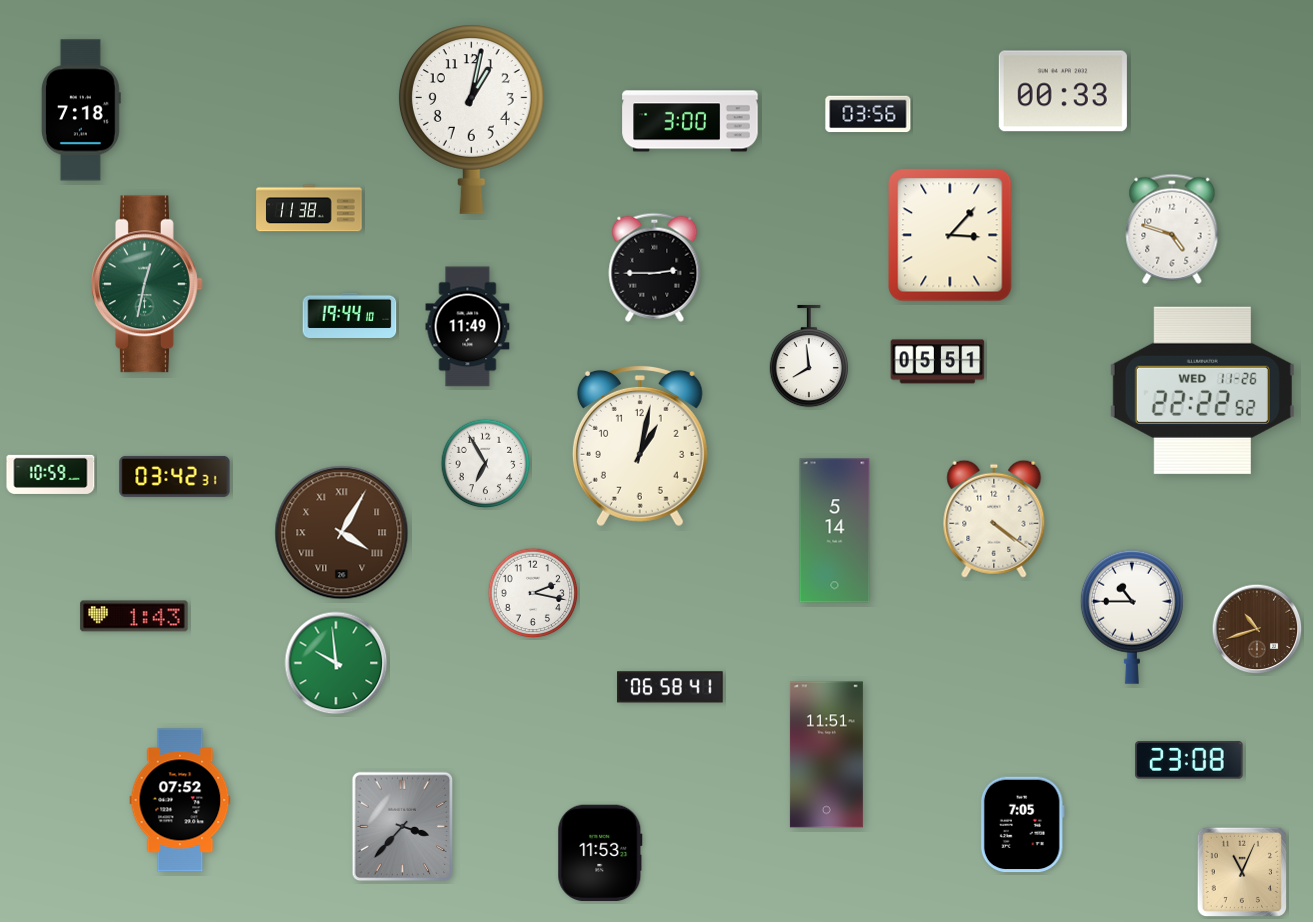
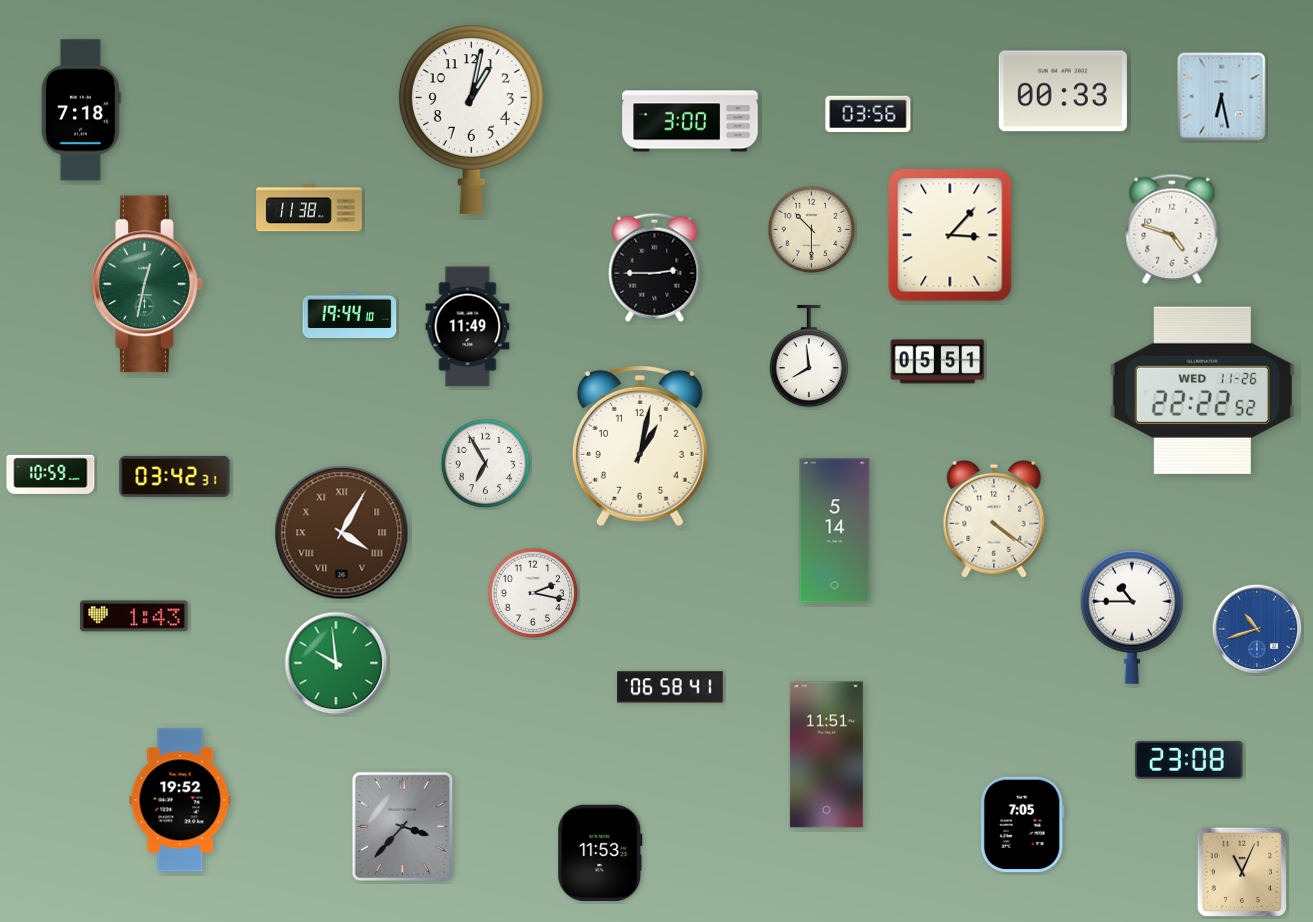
clock at (1222, 97): none -> 6:28
clock at (812, 230): none -> 10:30
clock at (1257, 629) dial: brown -> blue
clock at (180, 800): 07:52 -> 19:52
